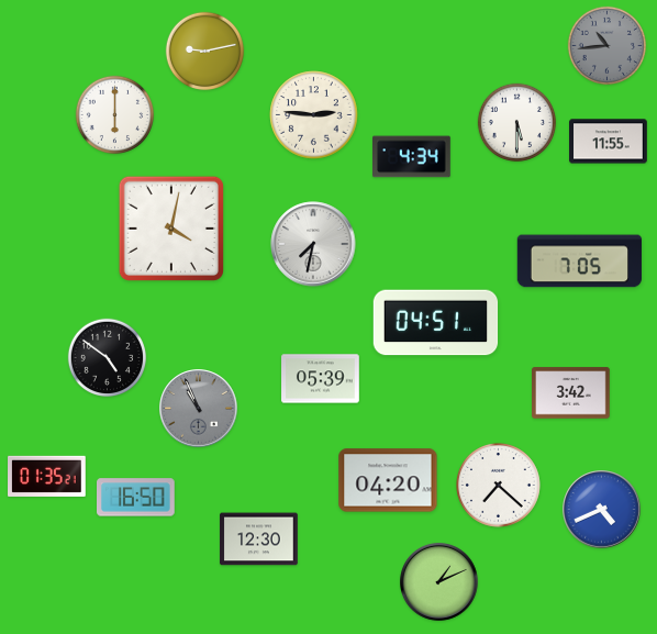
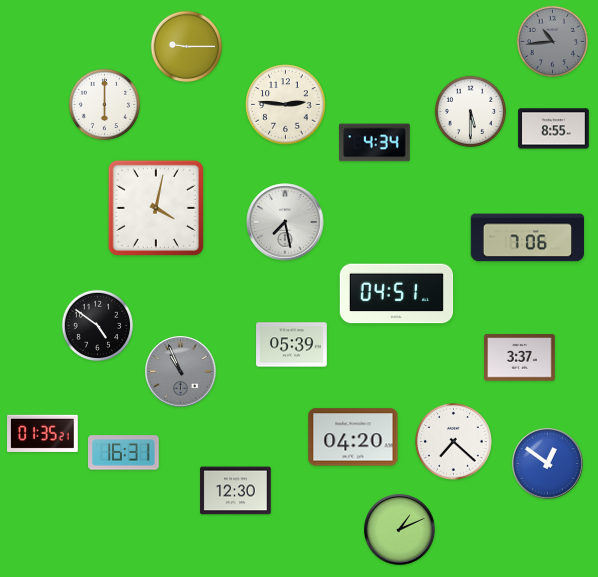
clock at (205, 52): 9:13 -> 9:15
clock at (609, 142): 11:55 -> 8:55
clock at (313, 244): 7:32 -> 7:28
clock at (580, 262): 7:05 -> 7:06
clock at (571, 393): 3:42 -> 3:37
clock at (136, 498): 16:50 -> 16:31
clock at (602, 510): 4:41 -> 12:51
